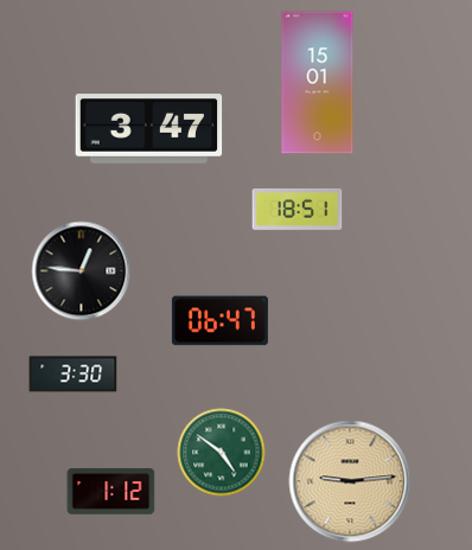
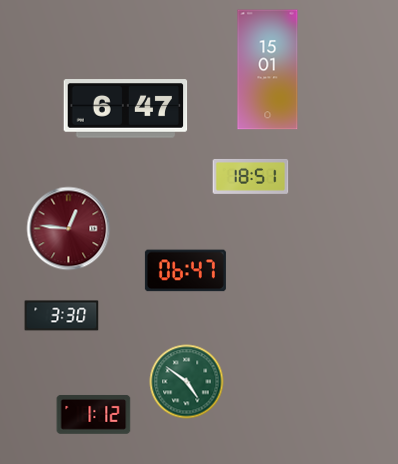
clock at (149, 129): 3:47 -> 6:47
clock at (82, 271) dial: black -> burgundy
clock at (350, 481): 9:14 -> none
